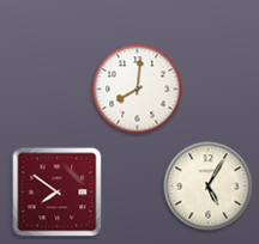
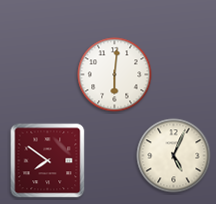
clock at (138, 90): 8:01 -> 6:01
clock at (209, 187): 5:05 -> 5:04
